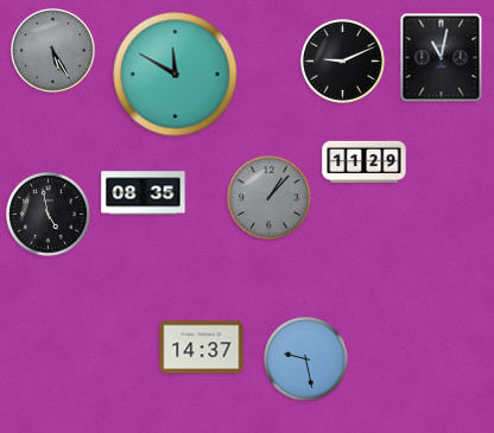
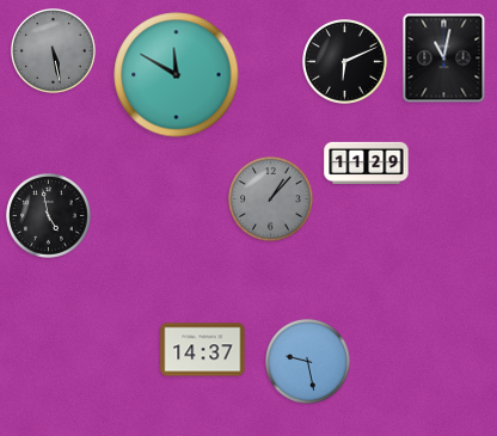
clock at (53, 51): 5:25 -> 5:28
clock at (343, 62): 9:11 -> 6:11
clock at (144, 193): 08:35 -> none
